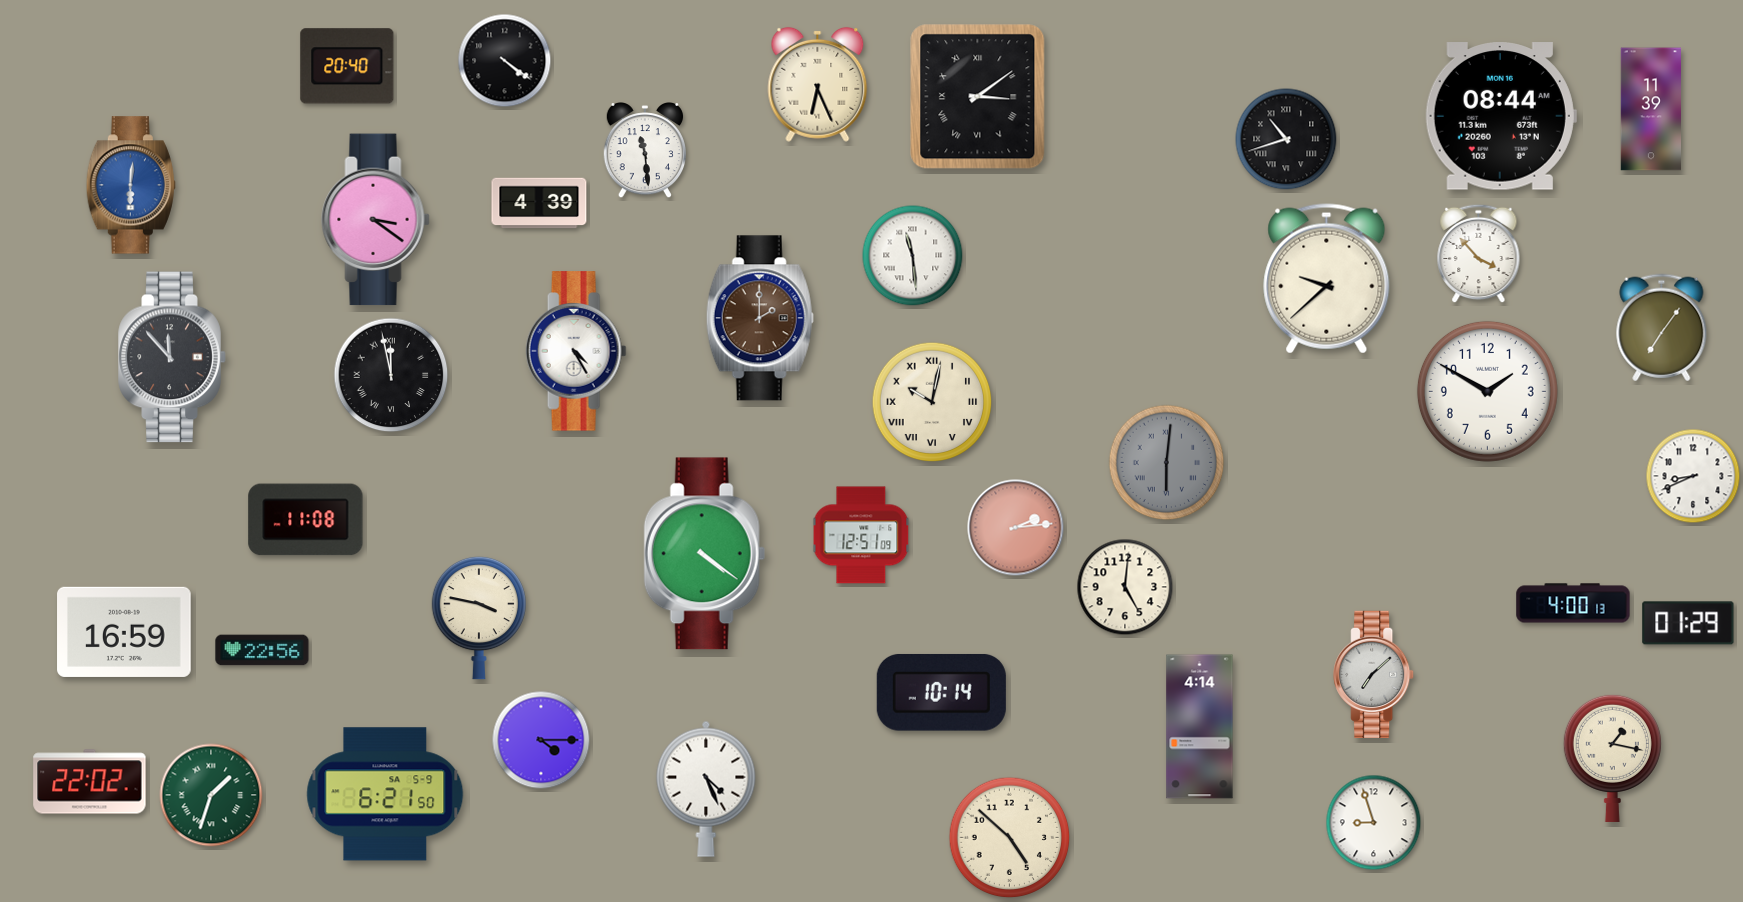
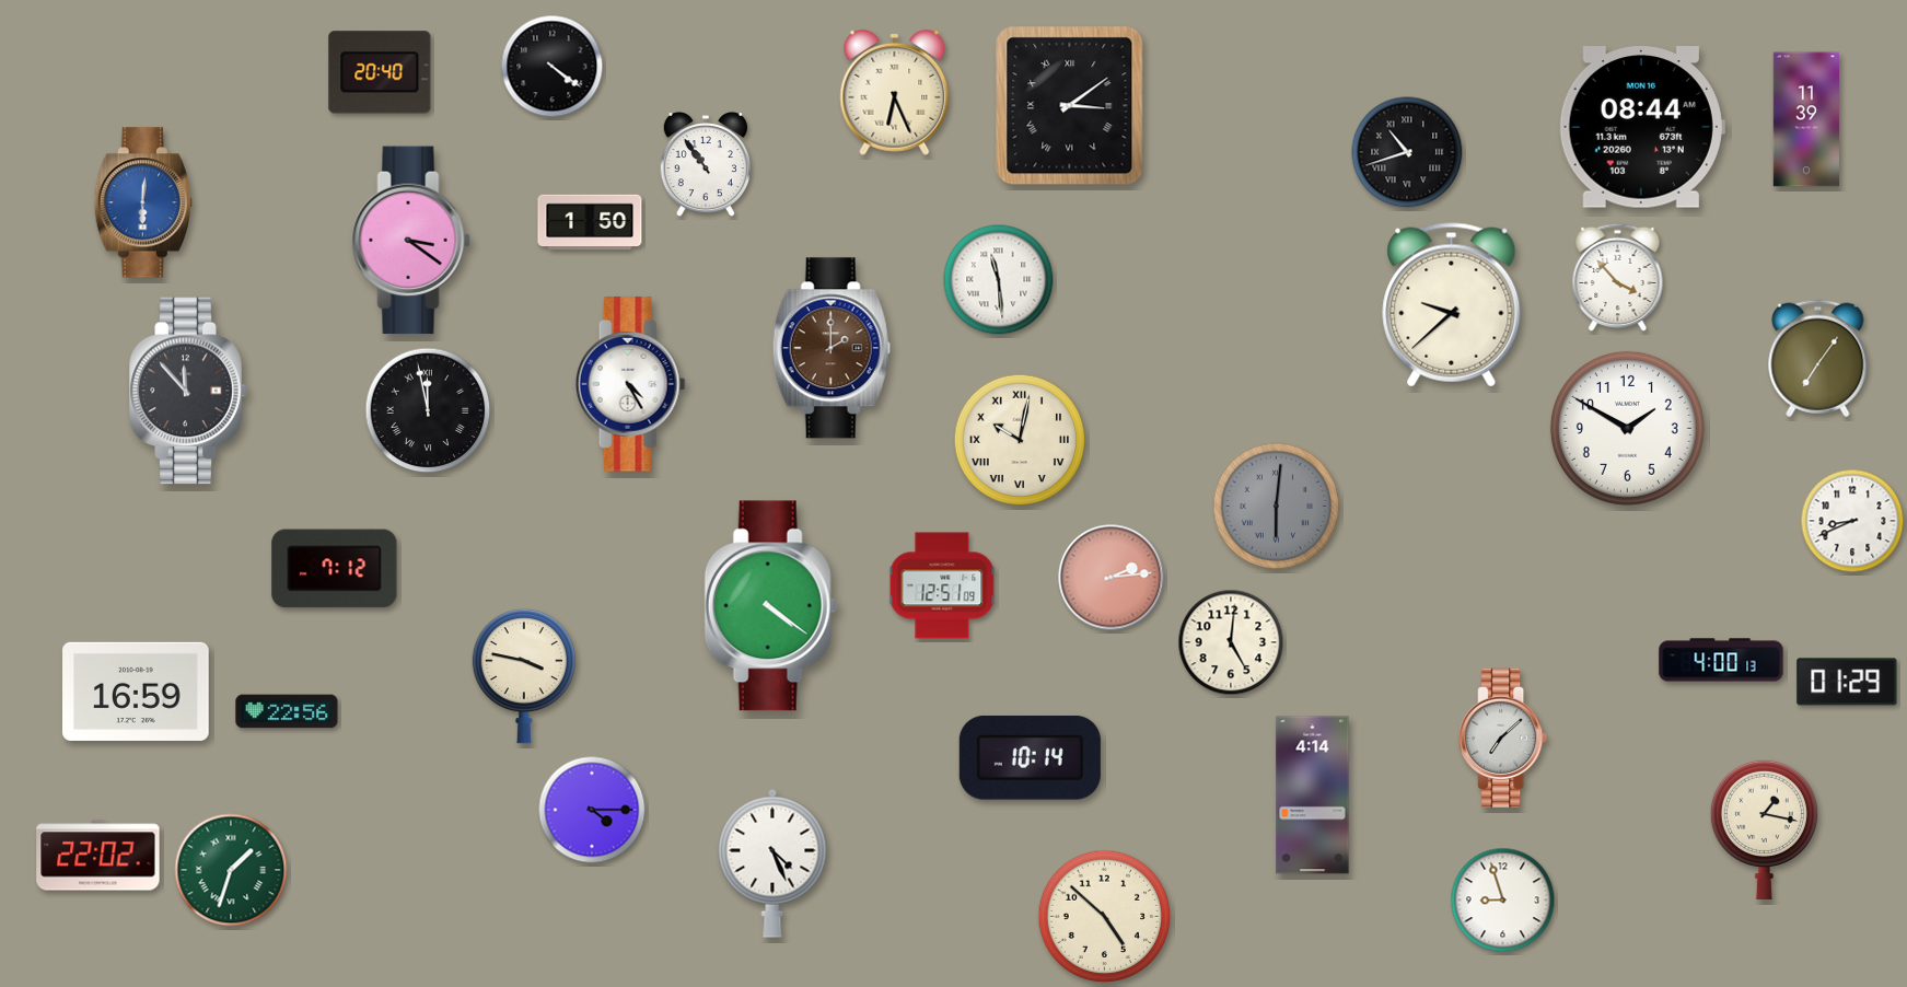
clock at (644, 151): 11:29 -> 10:54
clock at (539, 203): 4:39 -> 1:50
clock at (306, 520): 11:08 -> 7:12
clock at (385, 794): 6:21 -> none
